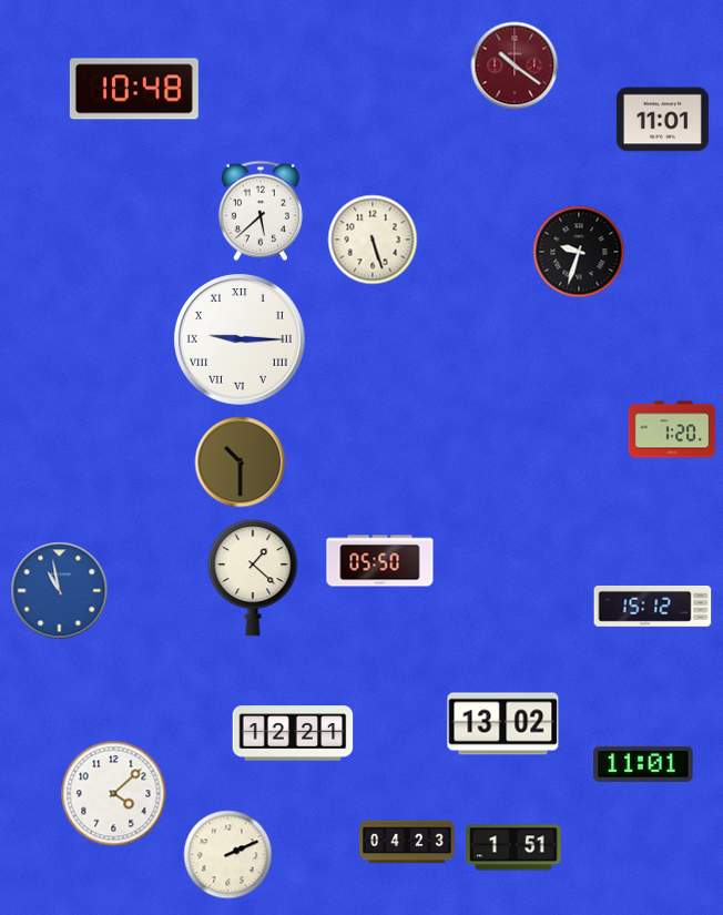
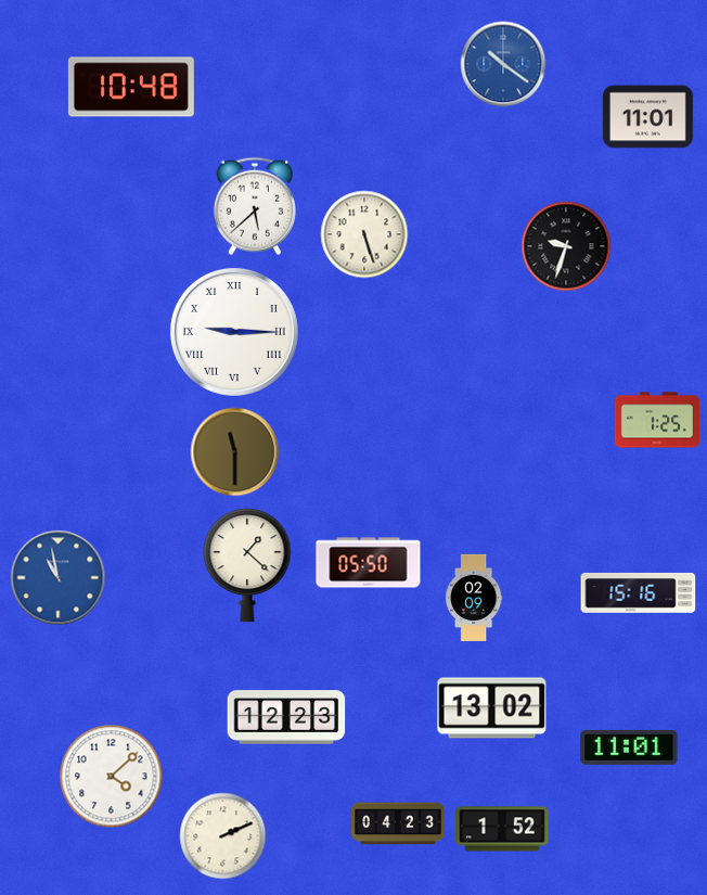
clock at (515, 65) dial: burgundy -> blue
clock at (672, 429): 1:20 -> 1:25
clock at (241, 462): 10:30 -> 11:30
clock at (380, 561) position: (380, 561) -> (369, 563)
clock at (653, 606): 15:12 -> 15:16
clock at (474, 597): none -> 02:09
clock at (293, 733): 12:21 -> 12:23
clock at (513, 847): 1:51 -> 1:52
